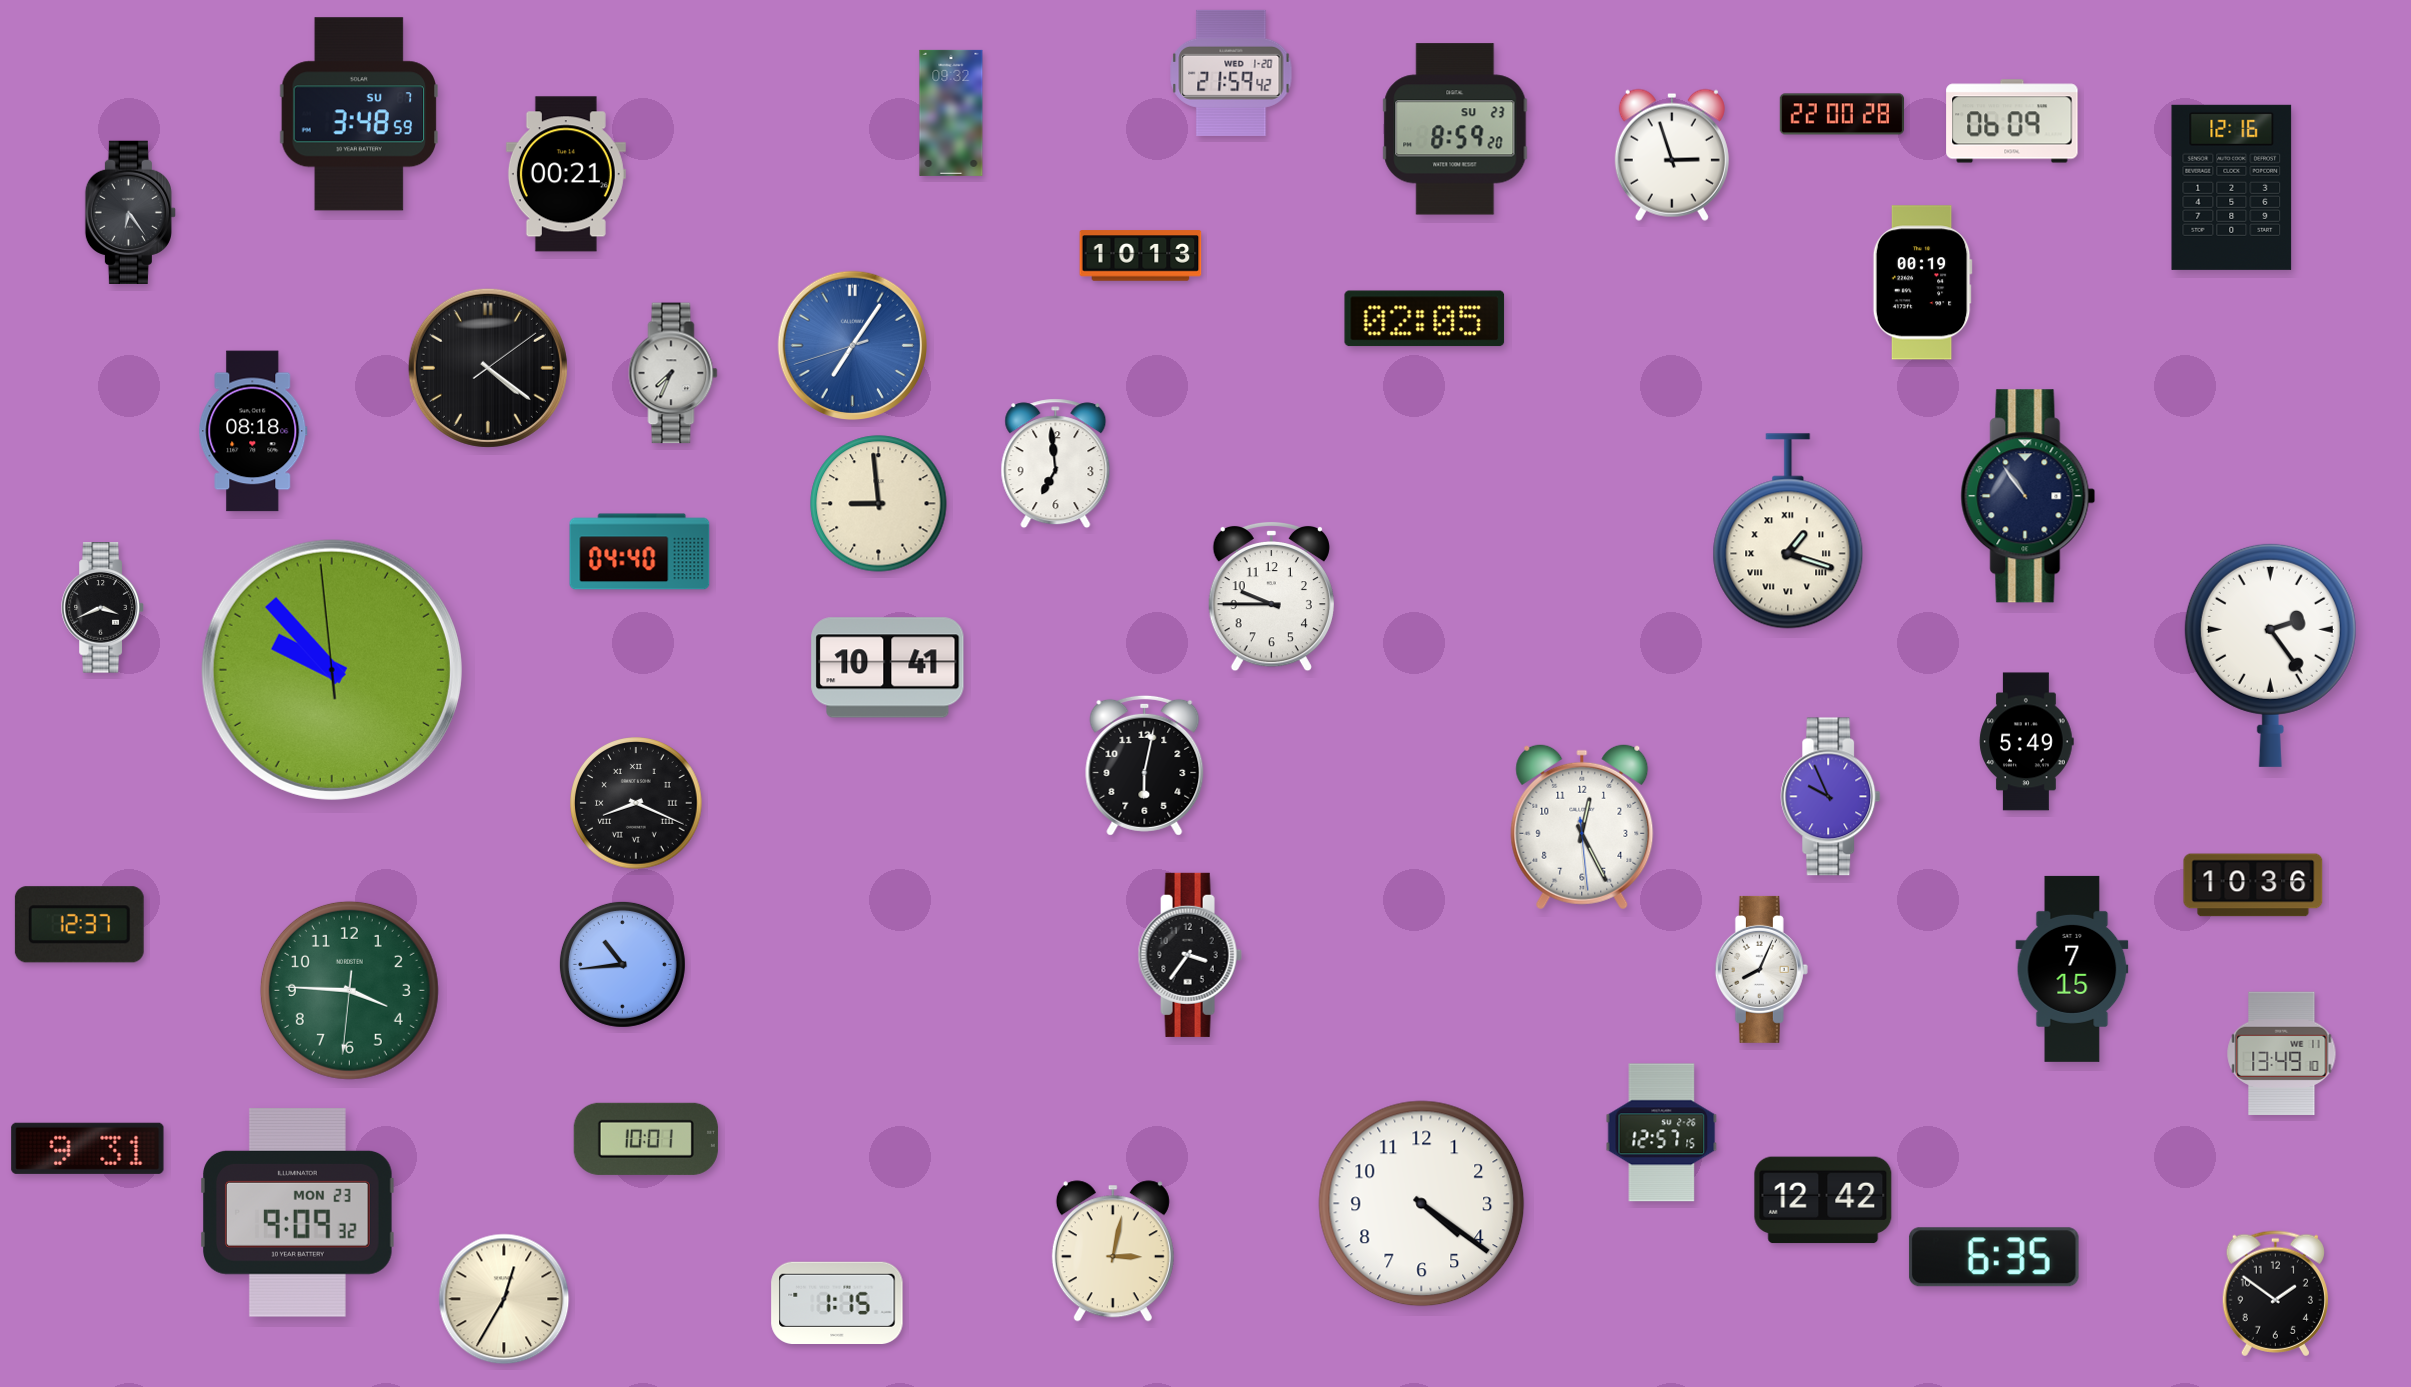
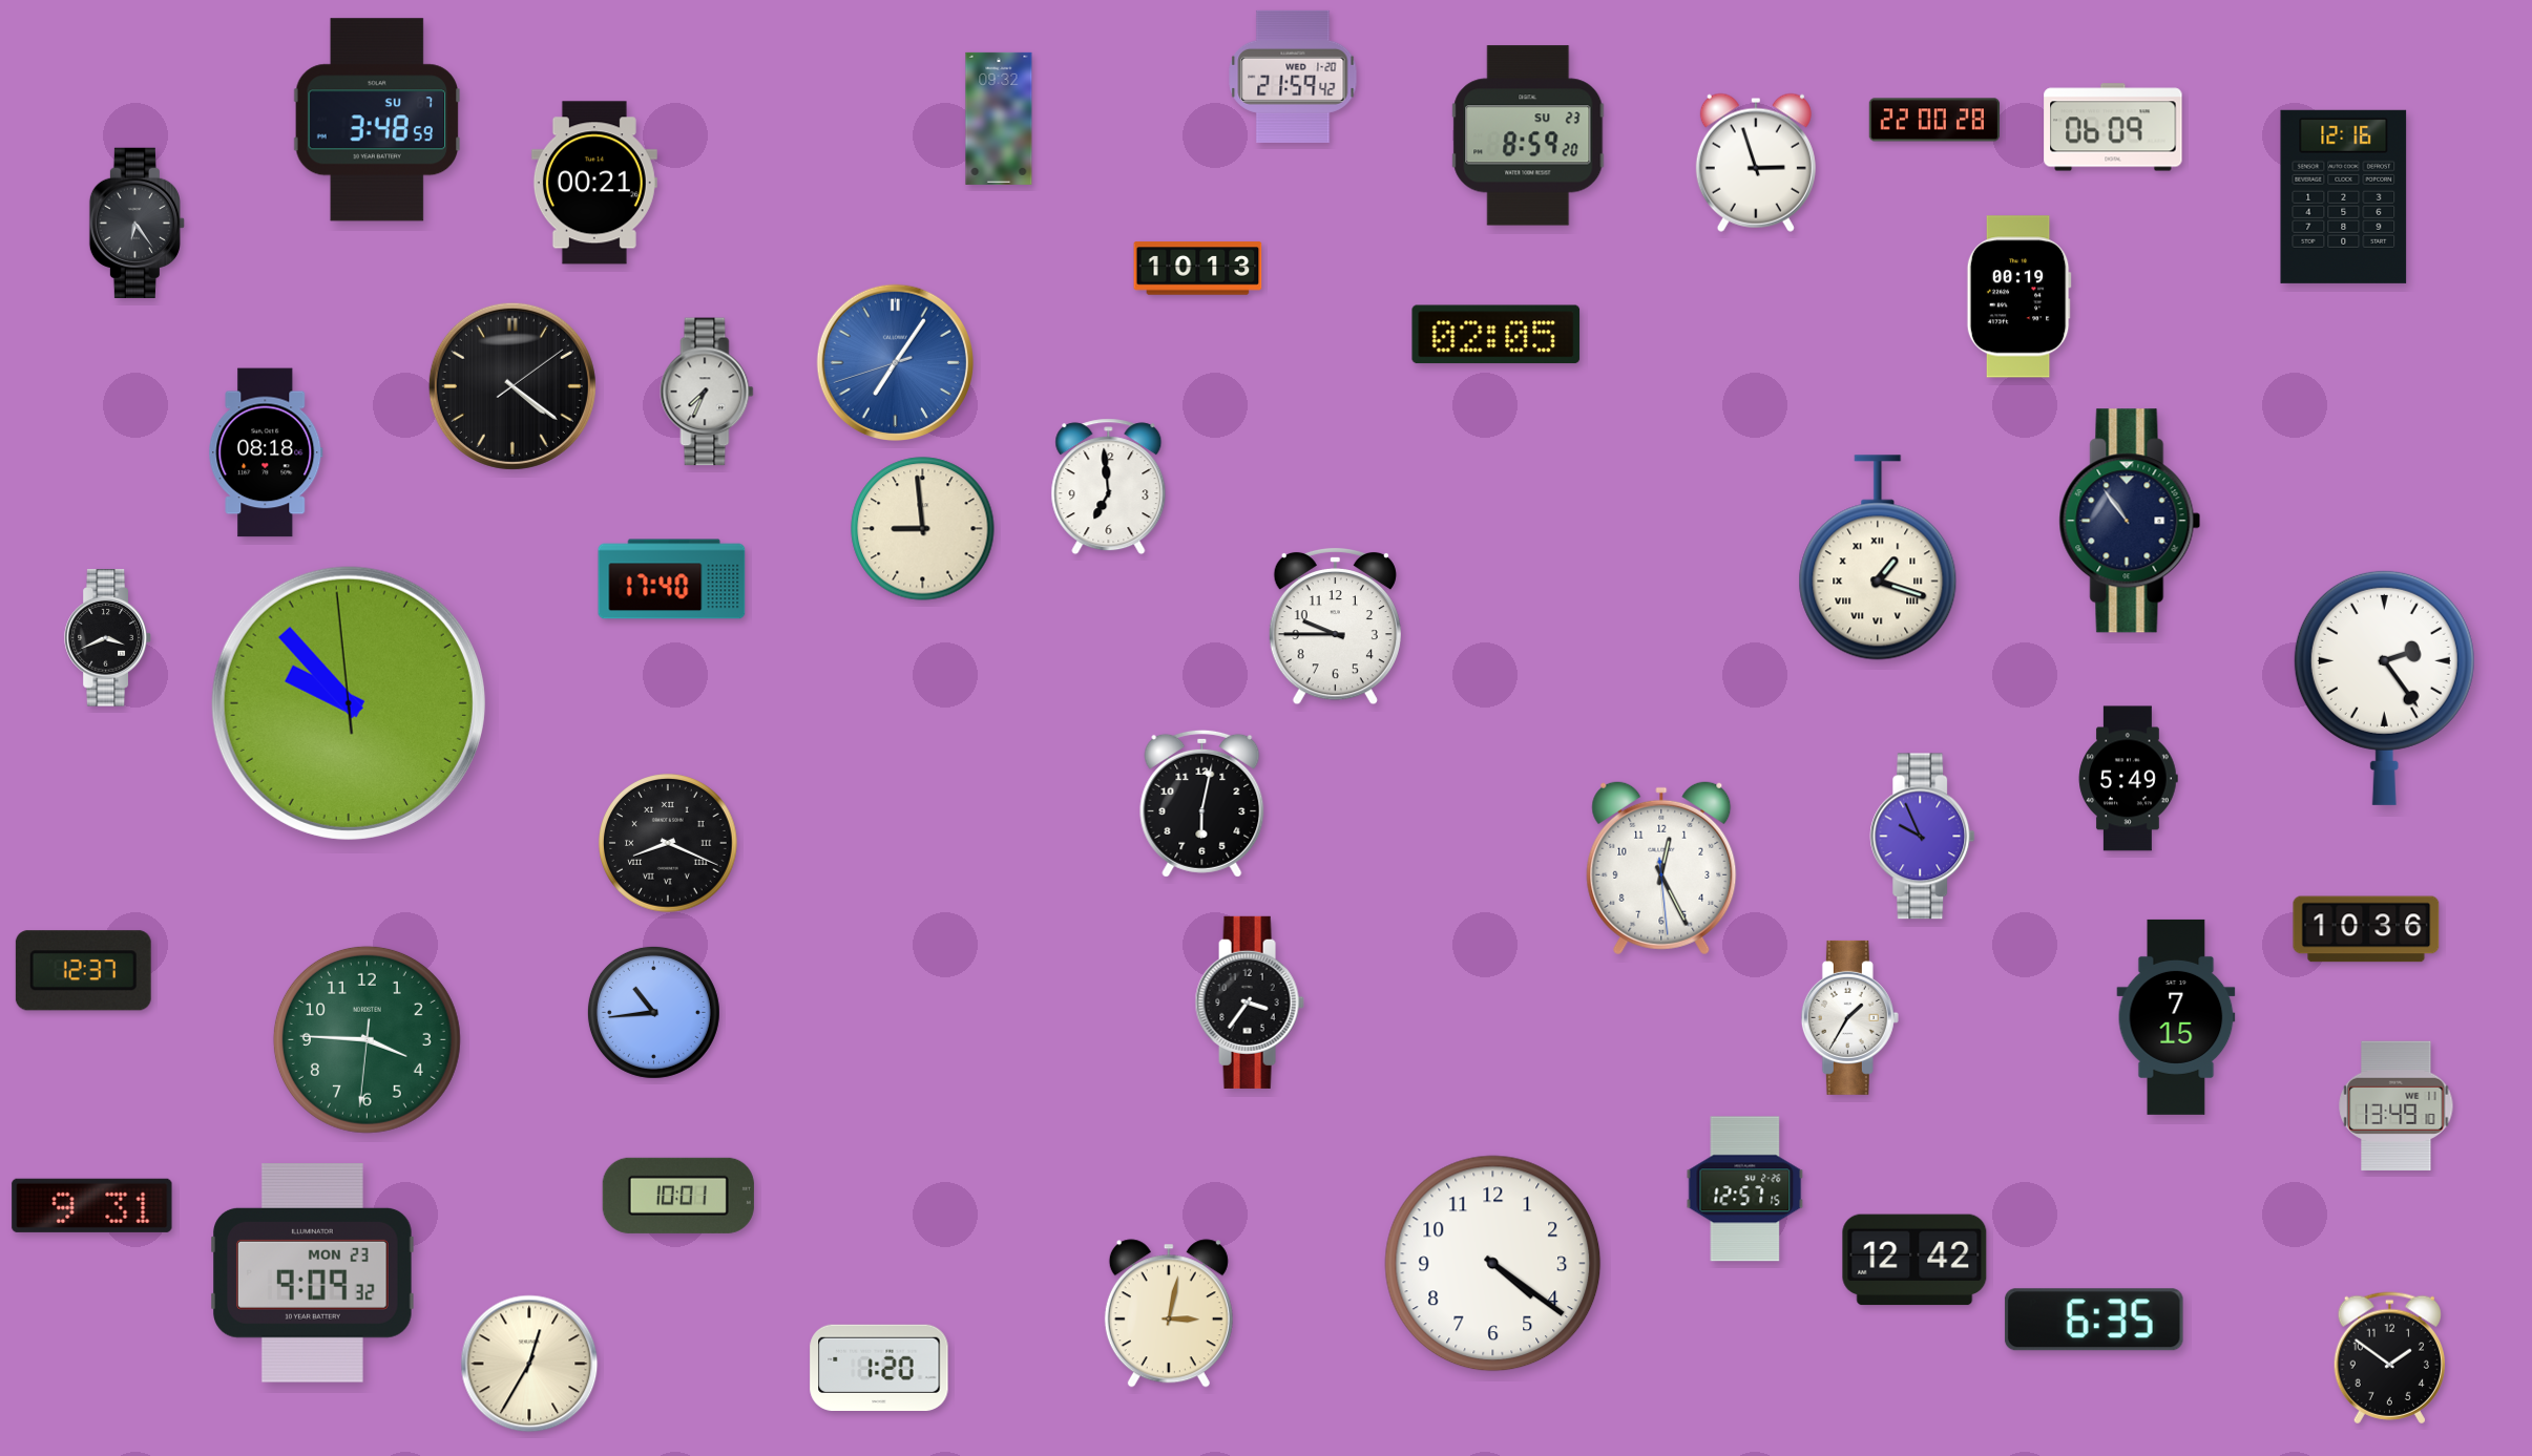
clock at (640, 552): 04:40 -> 17:40
clock at (888, 668): 10:41 -> none
clock at (1761, 969): 8:04 -> 1:35
clock at (837, 1302): 1:15 -> 1:20
